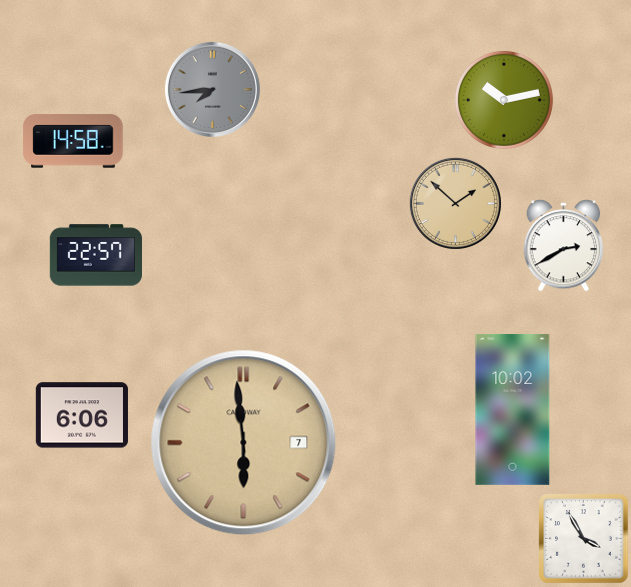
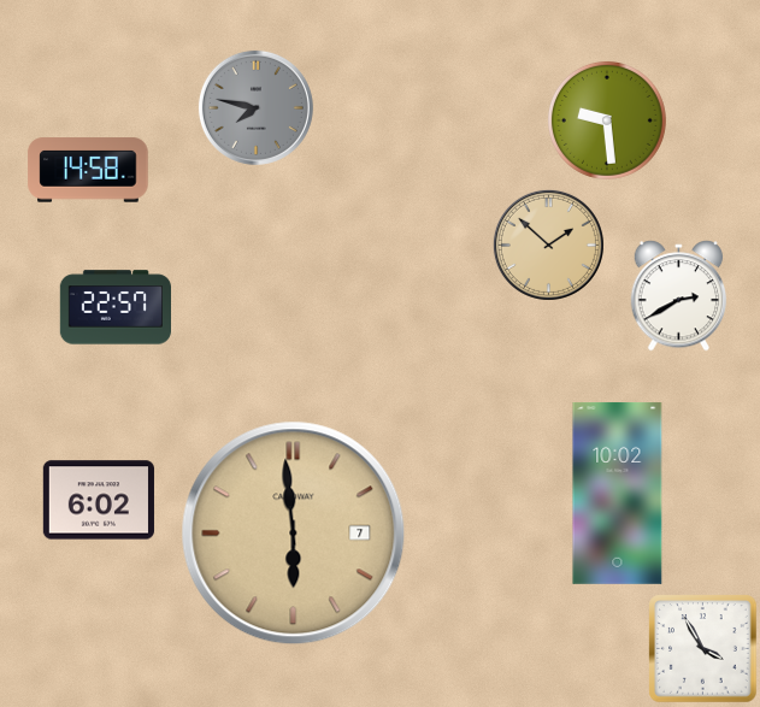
clock at (212, 89): 7:44 -> 7:47
clock at (504, 100): 10:13 -> 9:29
clock at (82, 415): 6:06 -> 6:02
